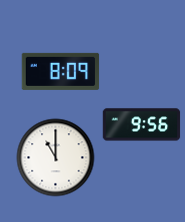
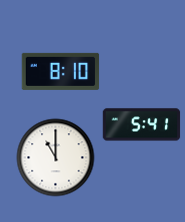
clock at (60, 71): 8:09 -> 8:10
clock at (141, 125): 9:56 -> 5:41
